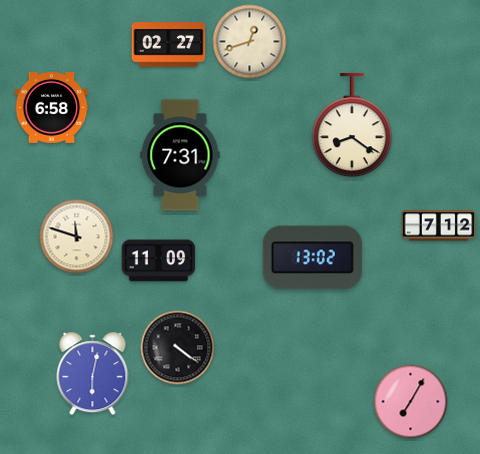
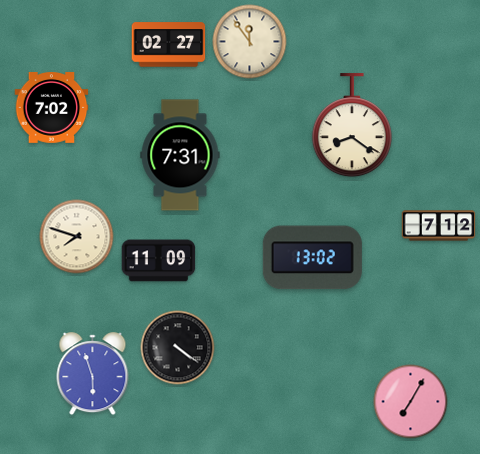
clock at (250, 42): 12:42 -> 11:54
clock at (52, 108): 6:58 -> 7:02
clock at (77, 237): 11:48 -> 7:48
clock at (93, 374): 6:02 -> 5:57
